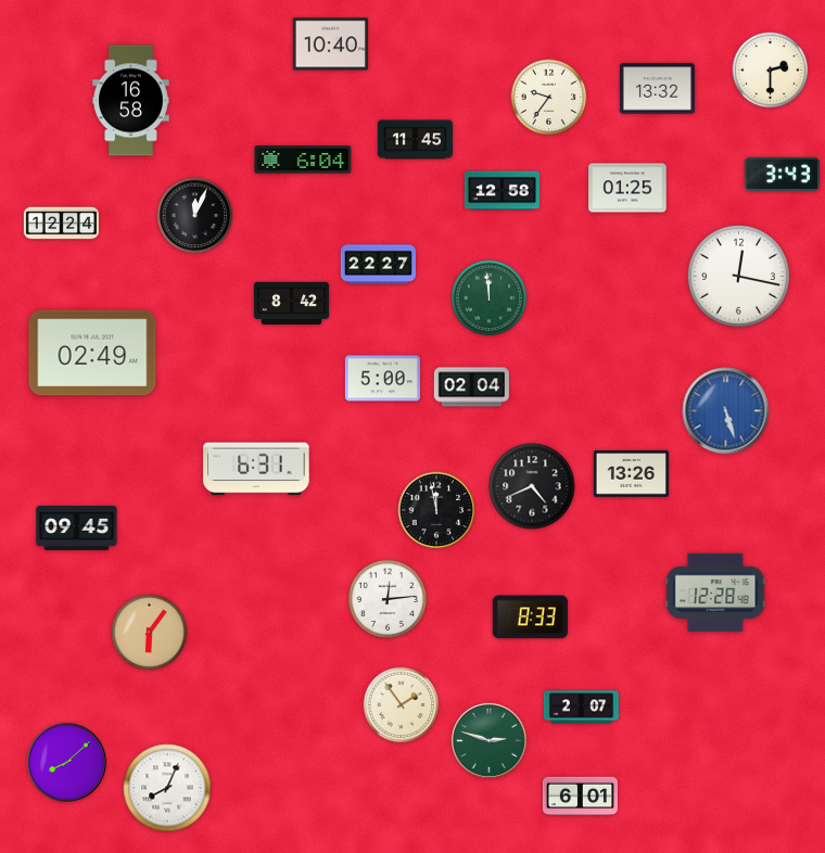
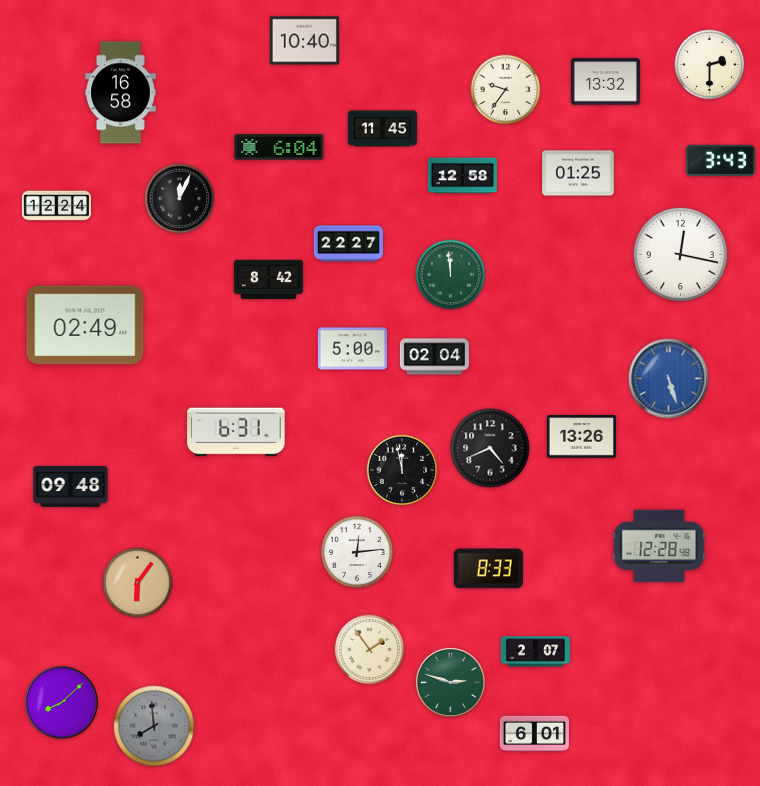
clock at (77, 527): 09:45 -> 09:48
clock at (167, 788): 8:04 -> 7:59
clock at (167, 788) dial: white -> grey
